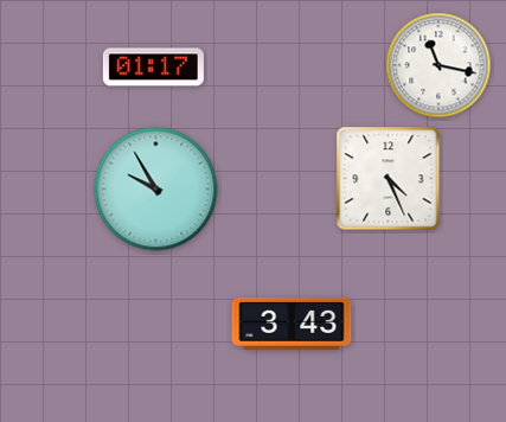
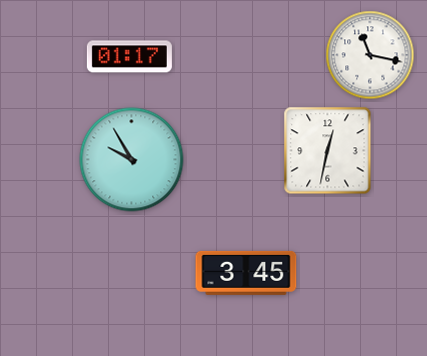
clock at (389, 179): 4:26 -> 12:32
clock at (292, 324): 3:43 -> 3:45
